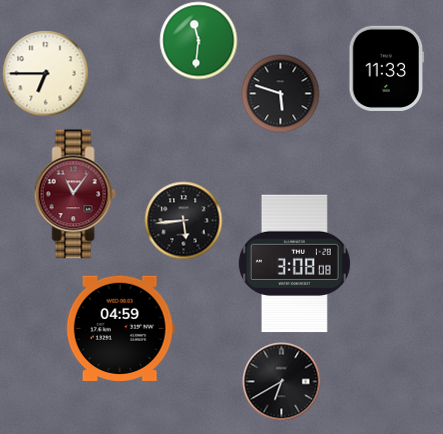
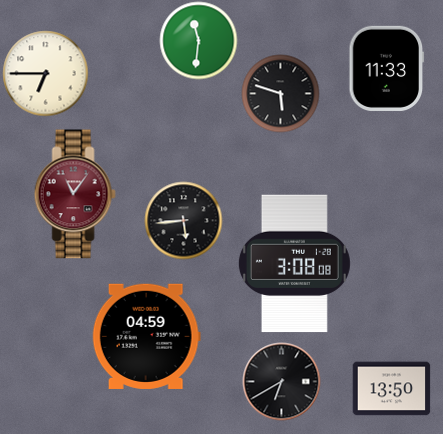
clock at (120, 328) position: (120, 328) -> (146, 336)
clock at (391, 389): none -> 13:50
